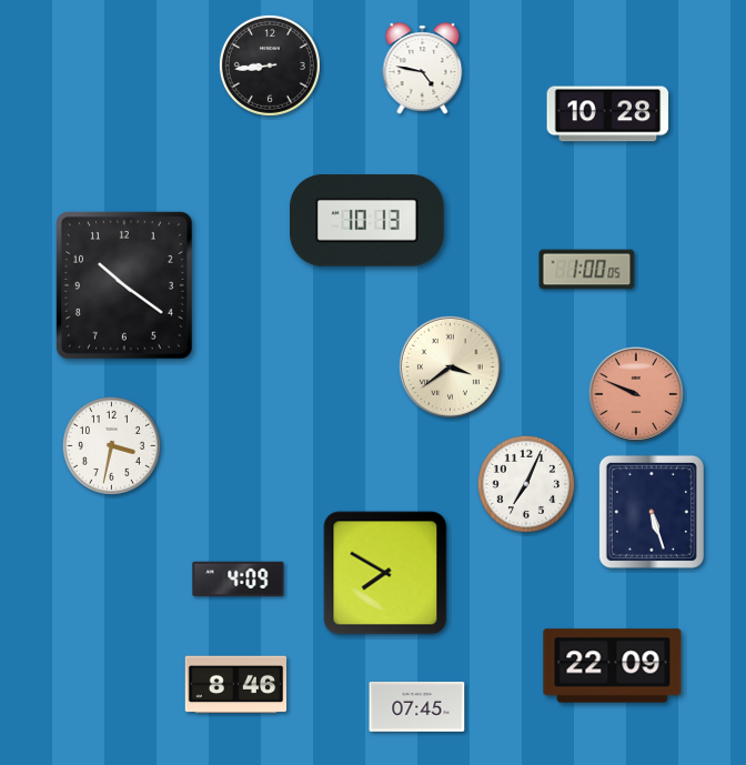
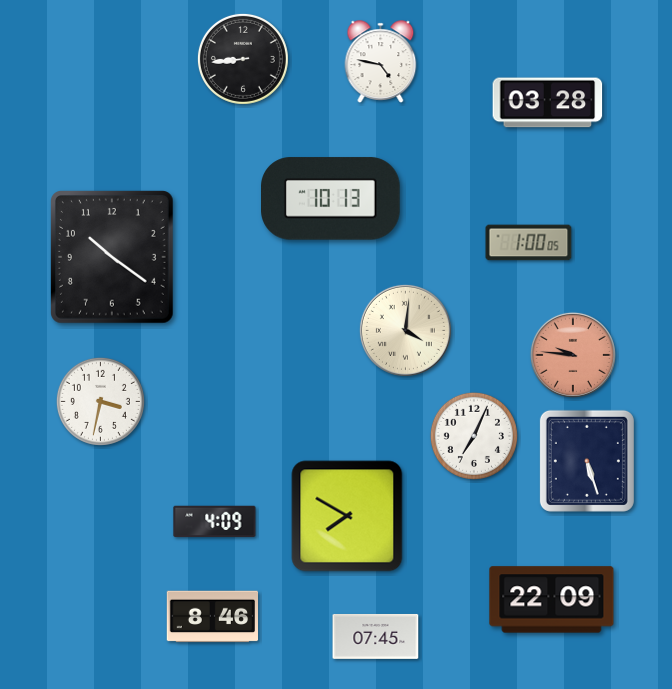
clock at (608, 114): 10:28 -> 03:28
clock at (450, 366): 3:39 -> 4:01
clock at (636, 394): 9:49 -> 9:46
